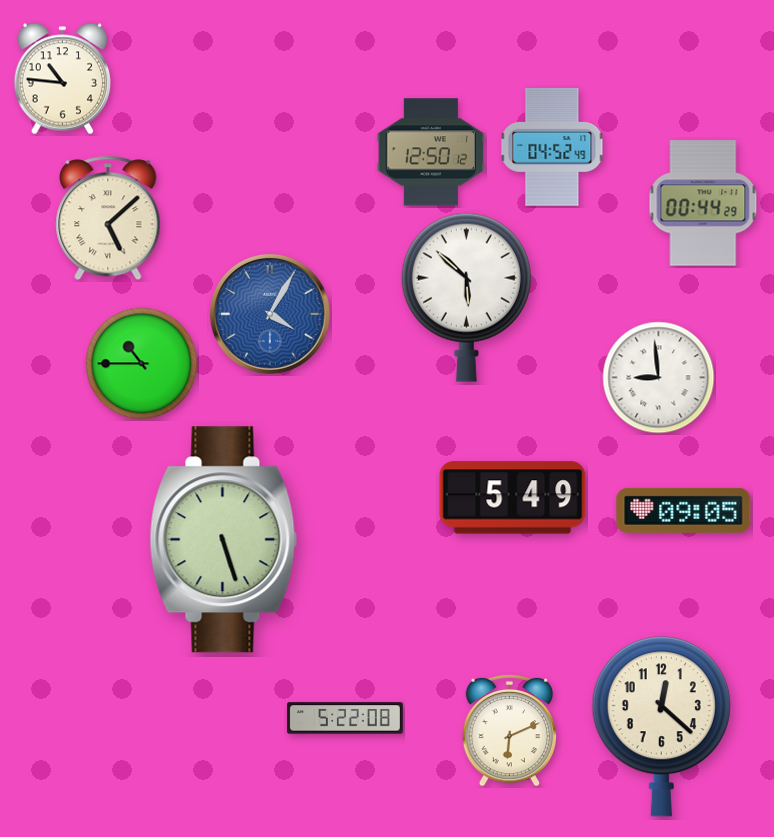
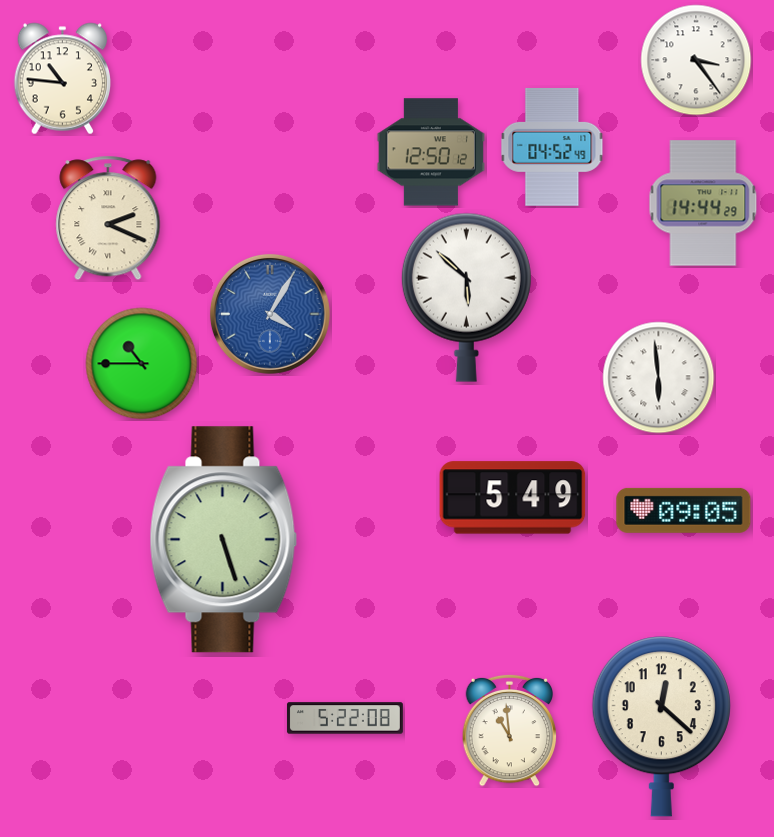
clock at (696, 60): none -> 3:24
clock at (703, 203): 00:44 -> 14:44
clock at (108, 218): 5:08 -> 2:19
clock at (659, 378): 8:59 -> 5:59
clock at (510, 730): 6:11 -> 10:59
